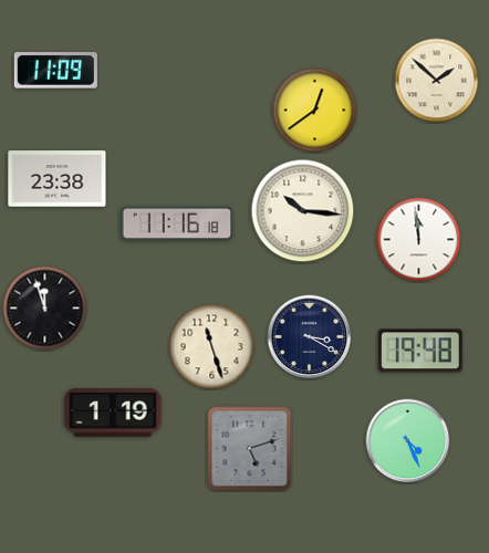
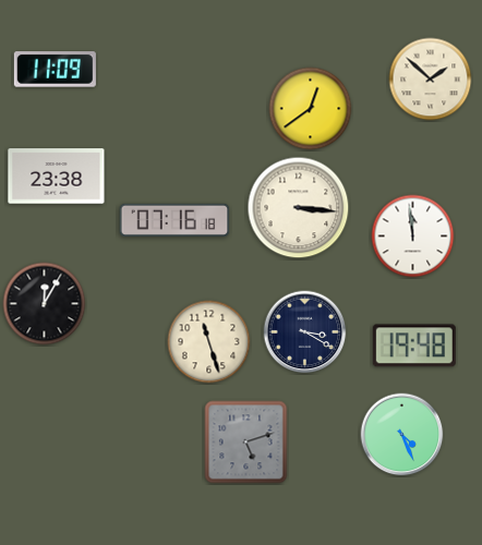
clock at (303, 211): 10:16 -> 3:16
clock at (177, 223): 11:16 -> 07:16
clock at (45, 309): 11:57 -> 12:05
clock at (113, 413): 1:19 -> none
